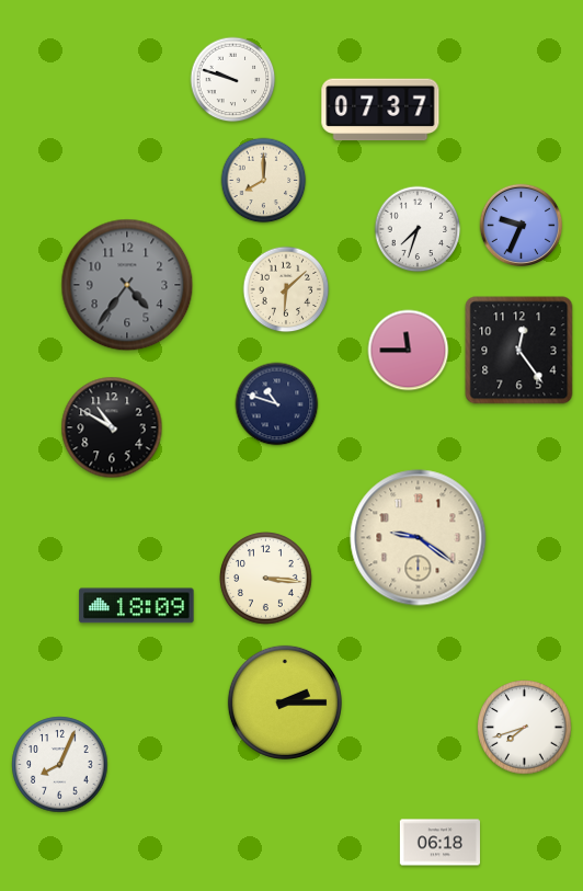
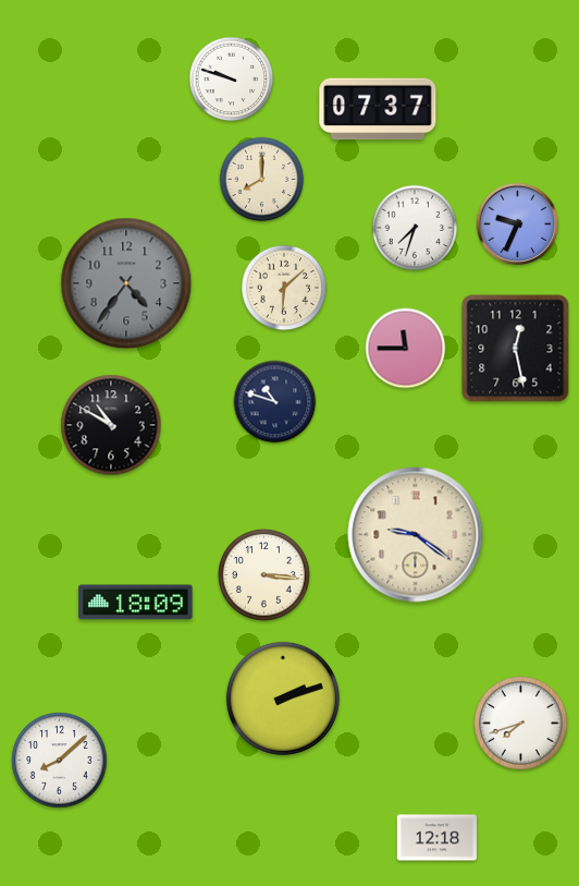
clock at (519, 351): 12:24 -> 12:28
clock at (285, 702): 2:15 -> 2:12
clock at (60, 765): 8:04 -> 8:08
clock at (439, 843): 06:18 -> 12:18
